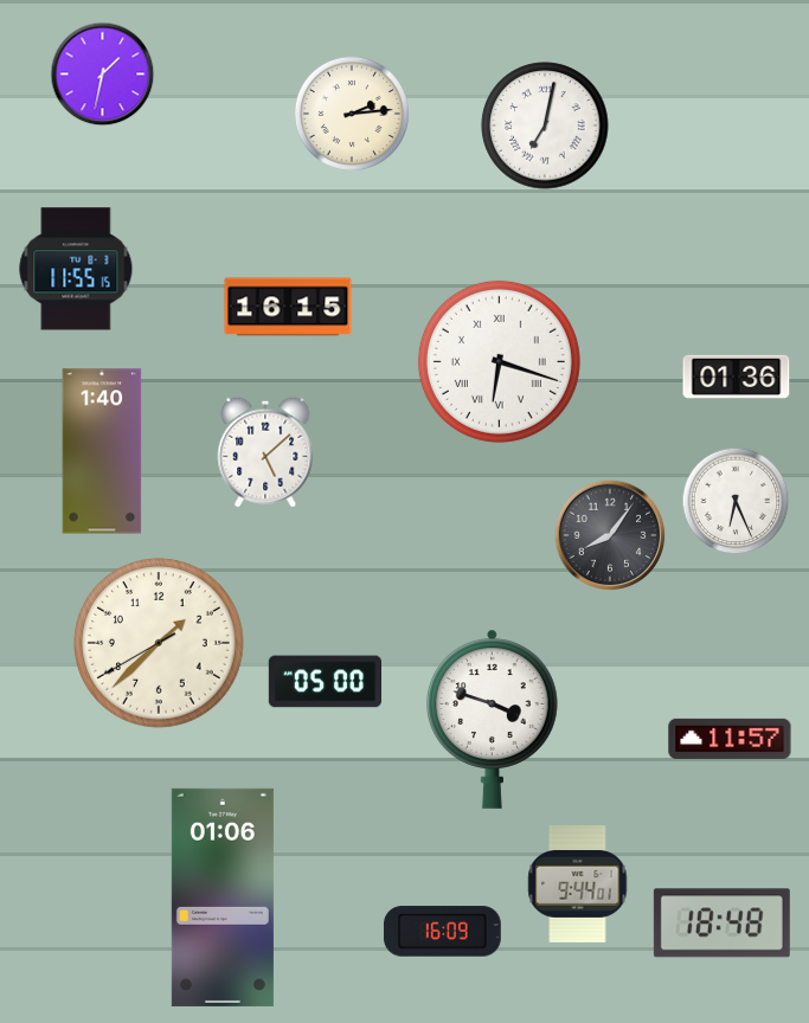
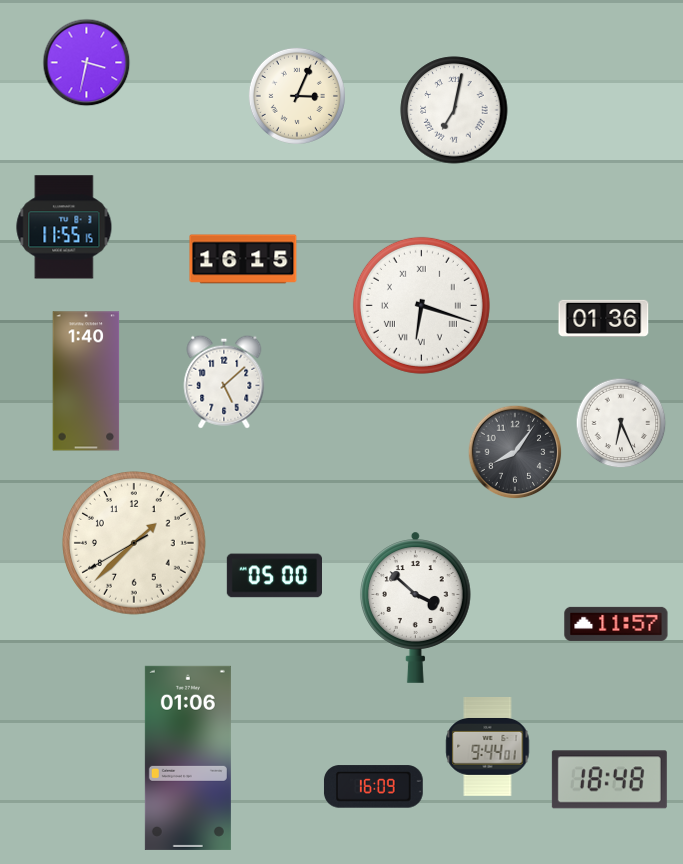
clock at (103, 75): 1:32 -> 3:32
clock at (352, 114): 2:14 -> 3:04
clock at (545, 126) position: (545, 126) -> (454, 110)
clock at (737, 377) position: (737, 377) -> (604, 318)
clock at (492, 719): 3:48 -> 3:52
